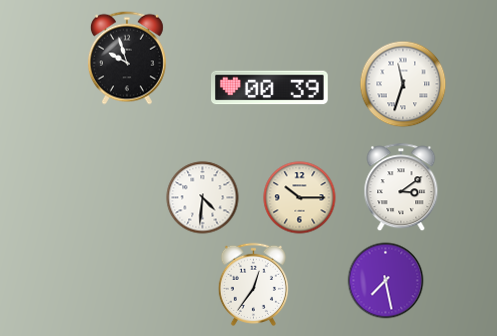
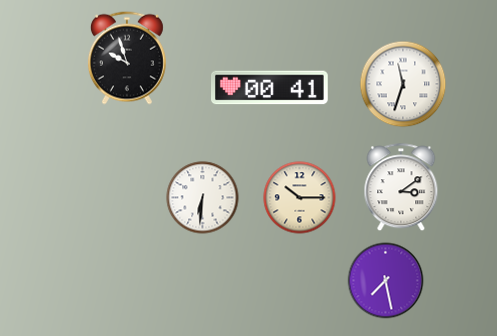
clock at (270, 88): 00:39 -> 00:41
clock at (203, 198): 4:31 -> 6:31
clock at (253, 284): 12:36 -> none
